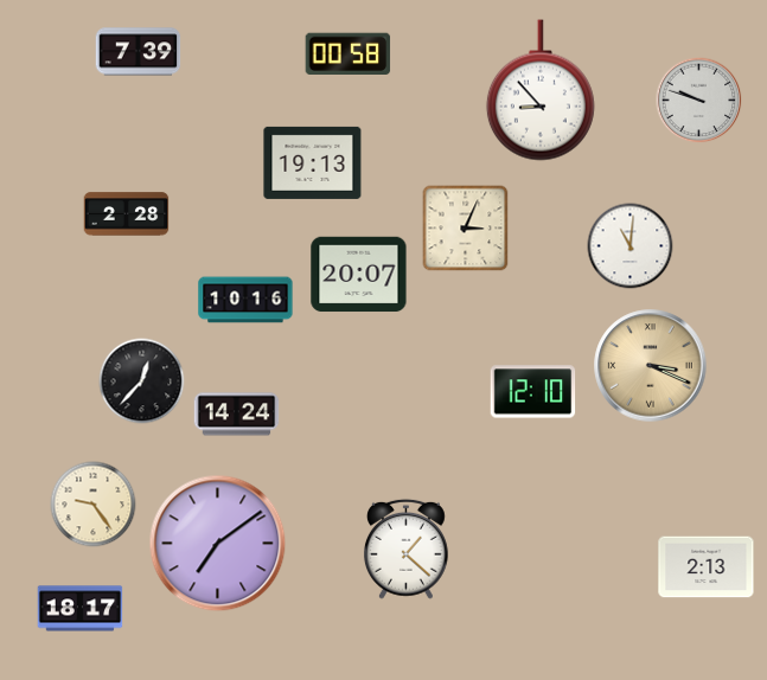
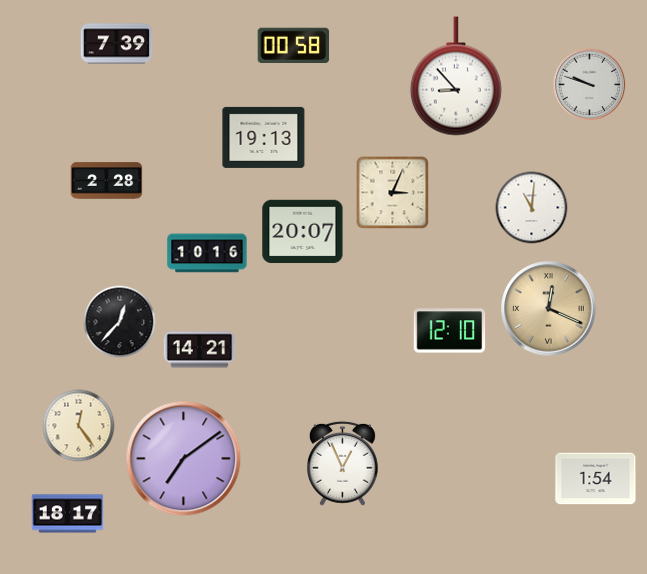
clock at (651, 366): 3:19 -> 12:19
clock at (237, 415): 14:24 -> 14:21
clock at (94, 505): 9:24 -> 12:24
clock at (407, 549): 1:22 -> 12:56
clock at (707, 567): 2:13 -> 1:54
